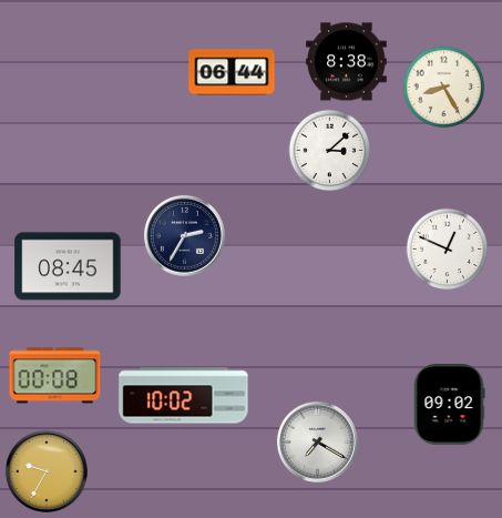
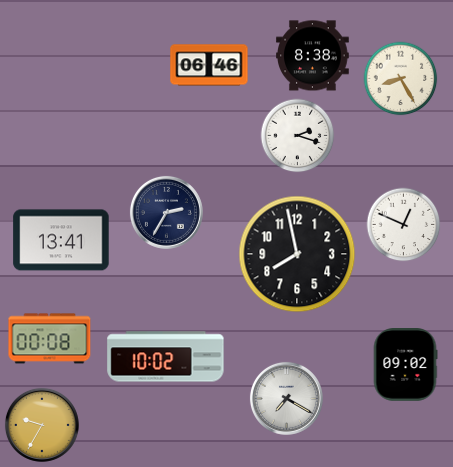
clock at (232, 72): 06:44 -> 06:46
clock at (330, 151): 3:08 -> 2:18
clock at (68, 266): 08:45 -> 13:41
clock at (297, 254): none -> 7:58
